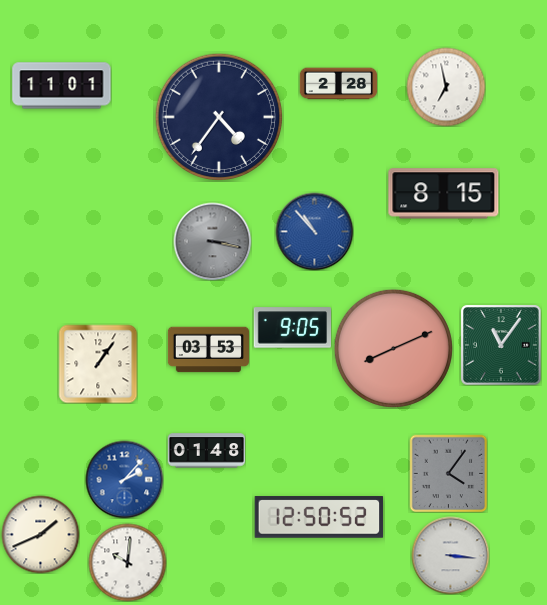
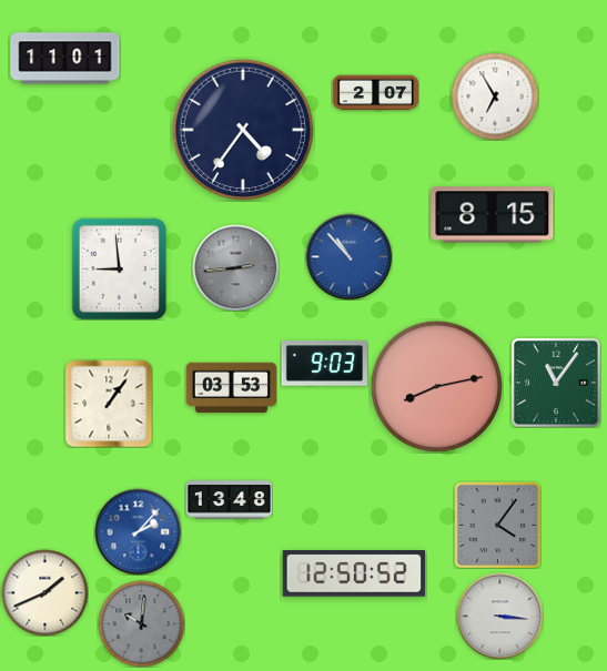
clock at (338, 84): 2:28 -> 2:07
clock at (62, 86) position: (62, 86) -> (65, 59)
clock at (446, 87): 6:58 -> 6:55
clock at (212, 241): 3:17 -> 2:44
clock at (119, 268): none -> 8:59
clock at (292, 328): 9:05 -> 9:03
clock at (393, 348): 8:11 -> 8:13
clock at (206, 451): 01:48 -> 13:48
clock at (127, 562) dial: white -> grey
